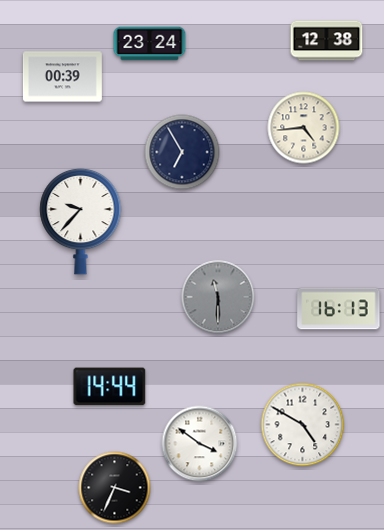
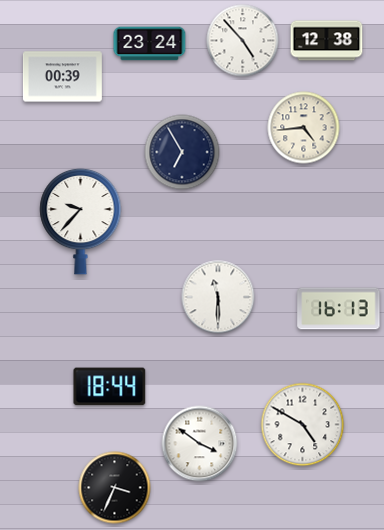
clock at (243, 41): none -> 4:53
clock at (218, 297) dial: grey -> white
clock at (110, 387): 14:44 -> 18:44
